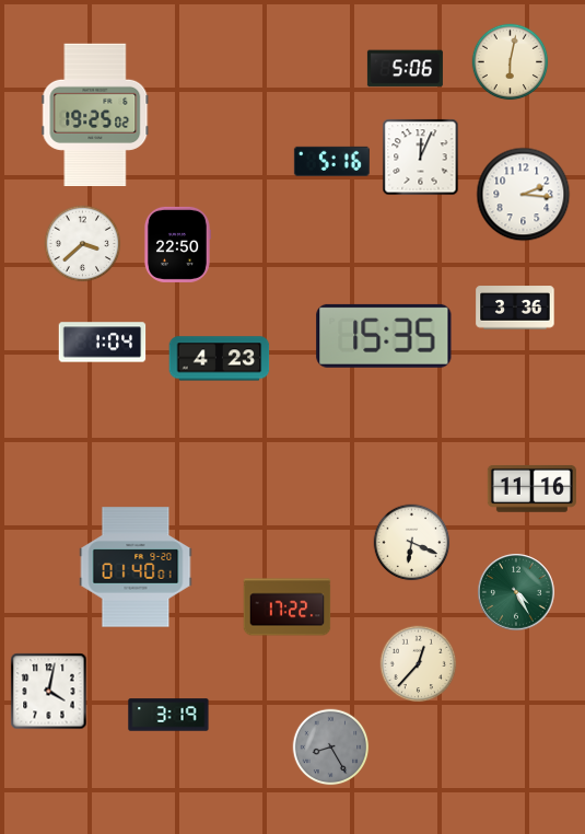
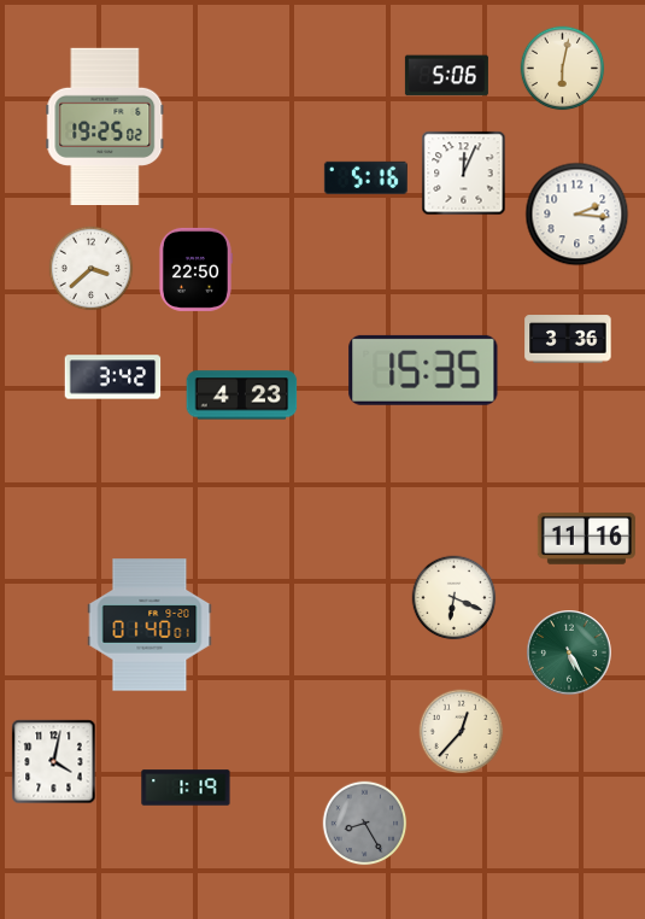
clock at (103, 343): 1:04 -> 3:42
clock at (516, 592): 4:25 -> 5:25
clock at (288, 607): 17:22 -> none
clock at (168, 715): 3:19 -> 1:19
